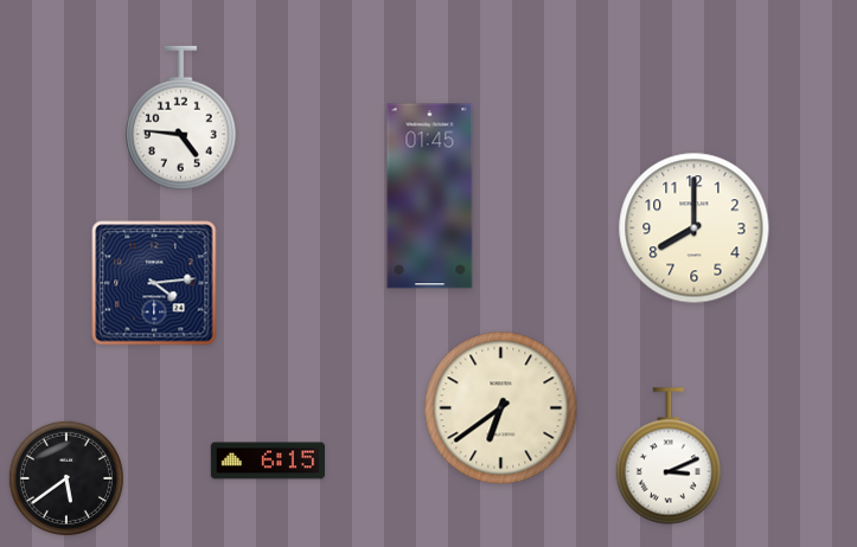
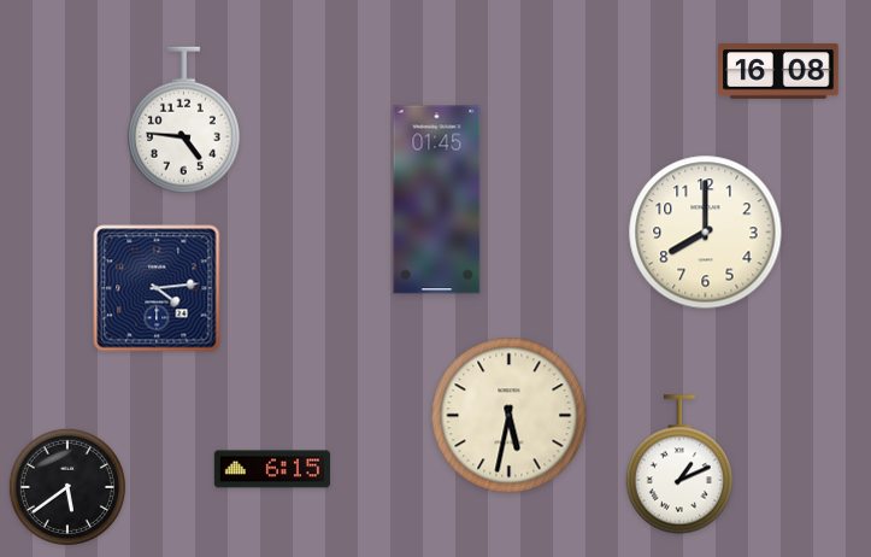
clock at (778, 71): none -> 16:08
clock at (501, 408): 6:39 -> 5:32
clock at (667, 456): 3:11 -> 1:11
